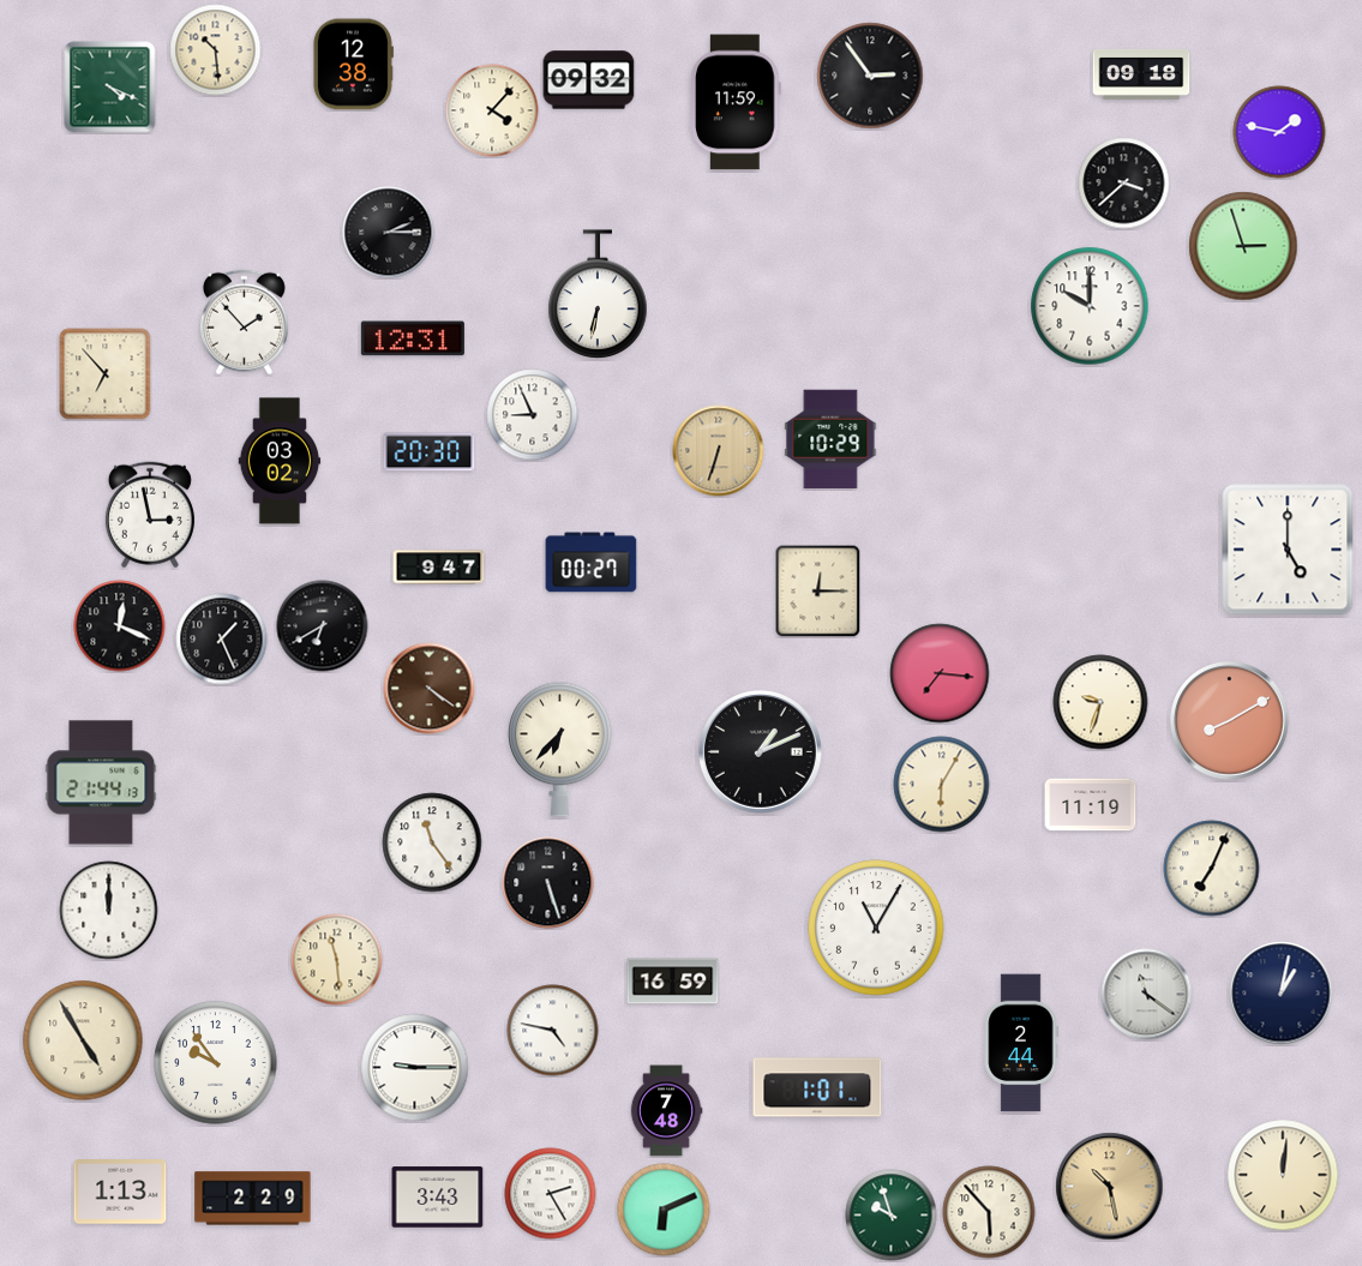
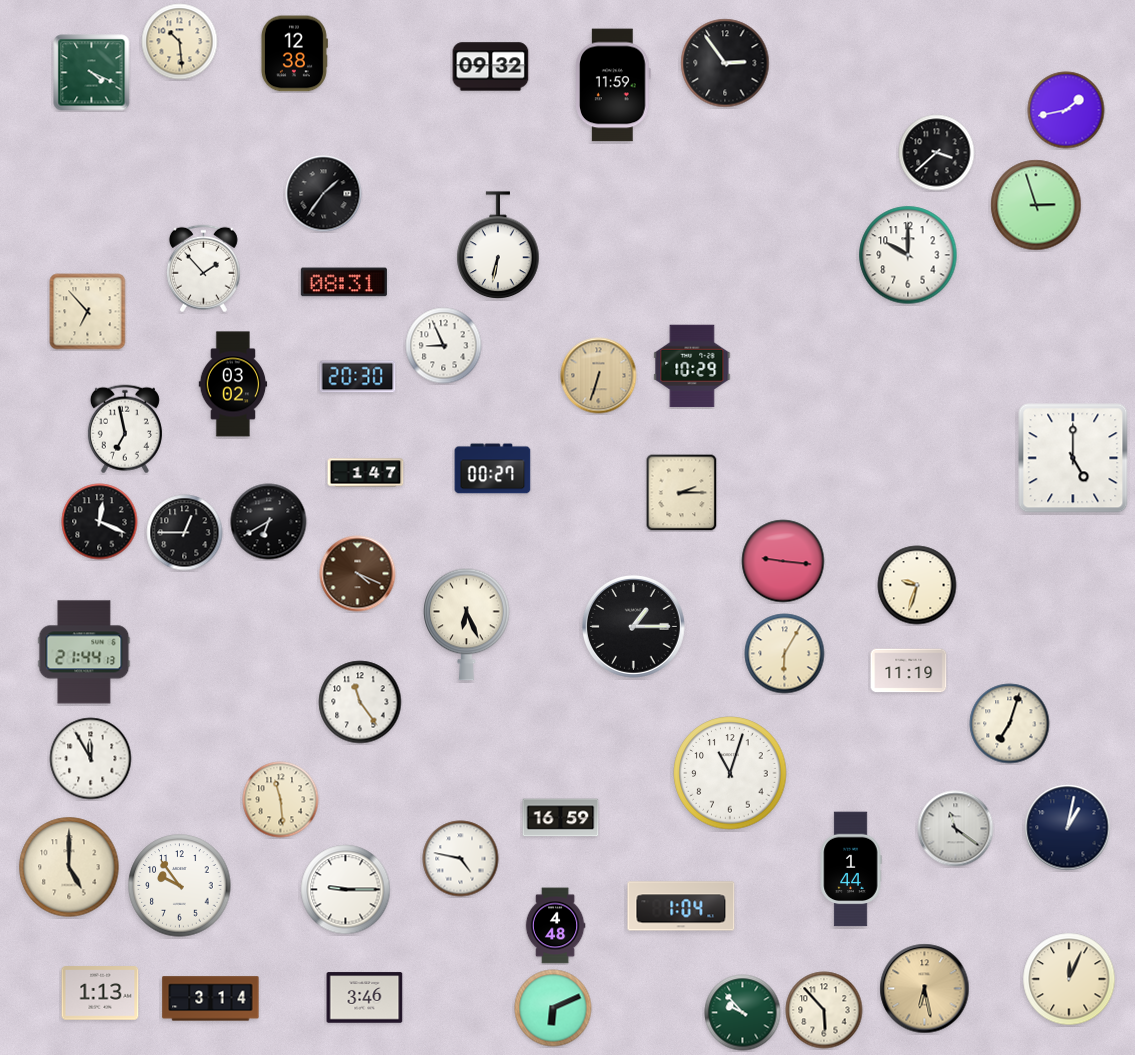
clock at (1141, 74): 09:18 -> none
clock at (492, 110): 4:07 -> none
clock at (1279, 132): 1:47 -> 1:43
clock at (389, 233): 2:15 -> 1:36
clock at (413, 338): 12:31 -> 08:31
clock at (150, 515): 2:58 -> 6:58
clock at (439, 568): 9:47 -> 1:47
clock at (818, 590): 12:15 -> 2:15
clock at (222, 640): 1:26 -> 12:45
clock at (940, 673): 7:16 -> 9:16
clock at (430, 689): 4:21 -> 4:19
clock at (1230, 721): 8:10 -> none
clock at (560, 749): 6:37 -> 6:26
clock at (760, 751): 1:11 -> 1:15
clock at (1212, 869): 7:04 -> 7:03
clock at (548, 883): 5:27 -> none
clock at (109, 911): 12:00 -> 11:55
clock at (876, 928): 11:05 -> 11:03
clock at (83, 1040): 4:55 -> 5:00
clock at (1021, 1043): 2:44 -> 1:44
clock at (817, 1087): 1:01 -> 1:04
clock at (666, 1111): 7:48 -> 4:48
clock at (1283, 1175): 12:01 -> 12:04
clock at (1110, 1187): 10:28 -> 6:28
clock at (551, 1194): 2:25 -> none
clock at (438, 1198): 3:43 -> 3:46
clock at (253, 1199): 2:29 -> 3:14
clock at (892, 1216): 9:57 -> 9:53
